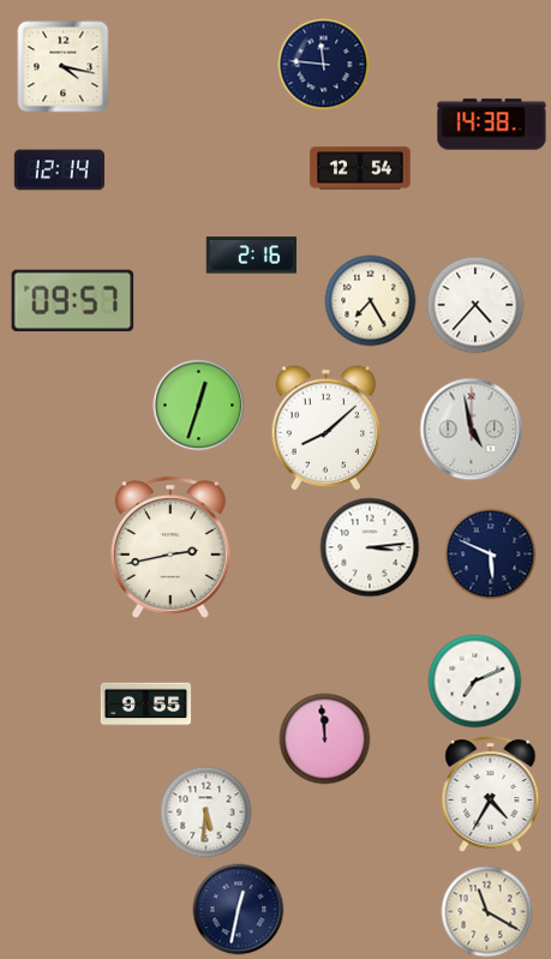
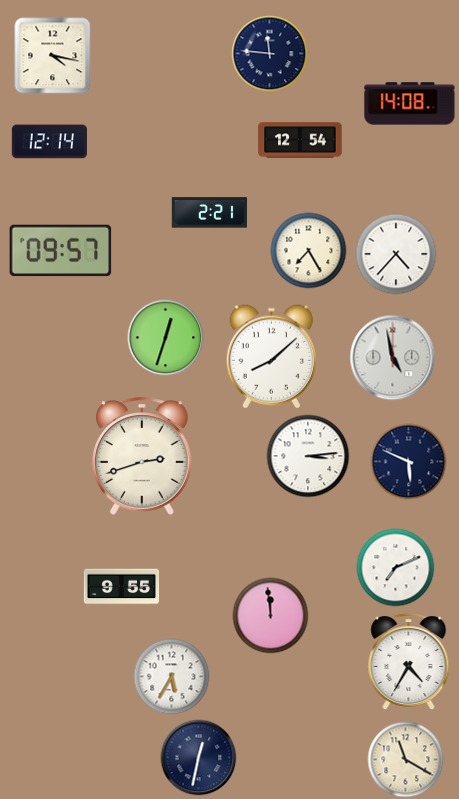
clock at (492, 125): 14:38 -> 14:08
clock at (251, 256): 2:16 -> 2:21
clock at (170, 547): 2:43 -> 2:42
clock at (206, 813): 5:31 -> 5:35
